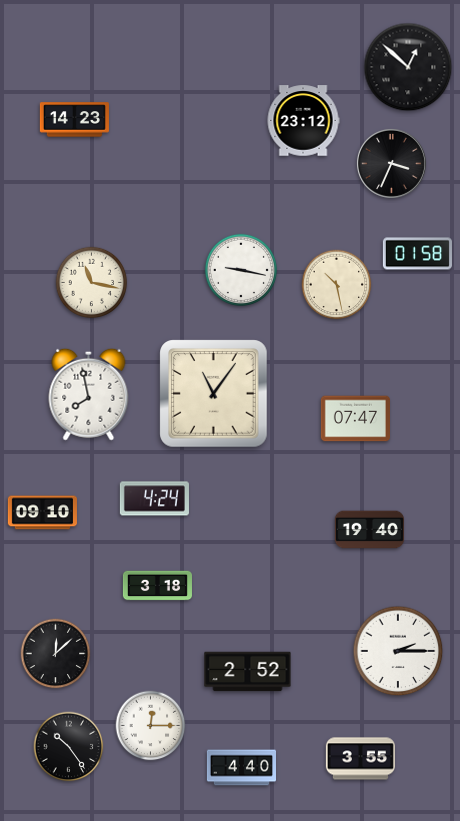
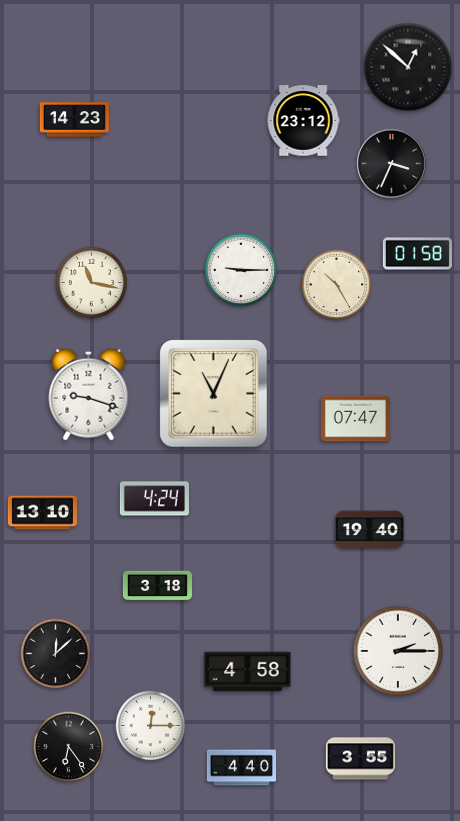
clock at (240, 269): 9:17 -> 9:15
clock at (337, 285): 10:28 -> 10:25
clock at (89, 394): 7:58 -> 9:18
clock at (214, 394): 11:06 -> 11:04
clock at (42, 513): 09:10 -> 13:10
clock at (248, 672): 2:52 -> 4:58
clock at (69, 747): 10:24 -> 6:24
